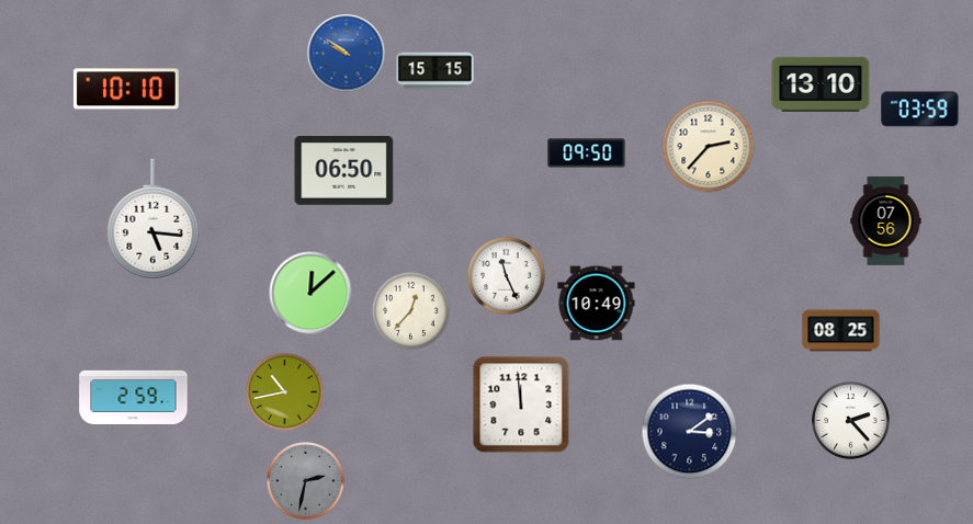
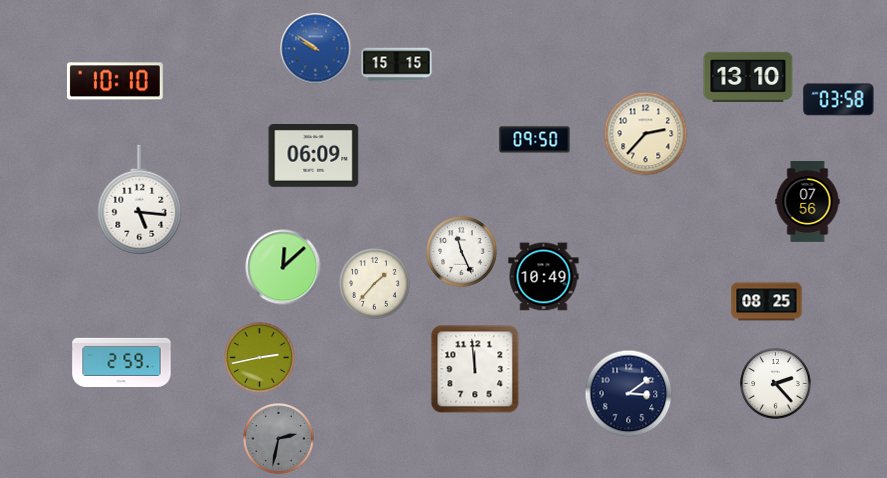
clock at (920, 110): 03:59 -> 03:58
clock at (344, 171): 06:50 -> 06:09
clock at (411, 311): 12:37 -> 1:37
clock at (285, 392): 10:43 -> 2:43
